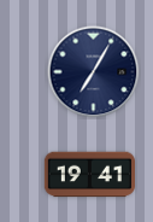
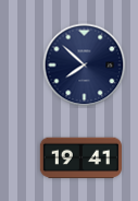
clock at (94, 72): 7:05 -> 7:52
